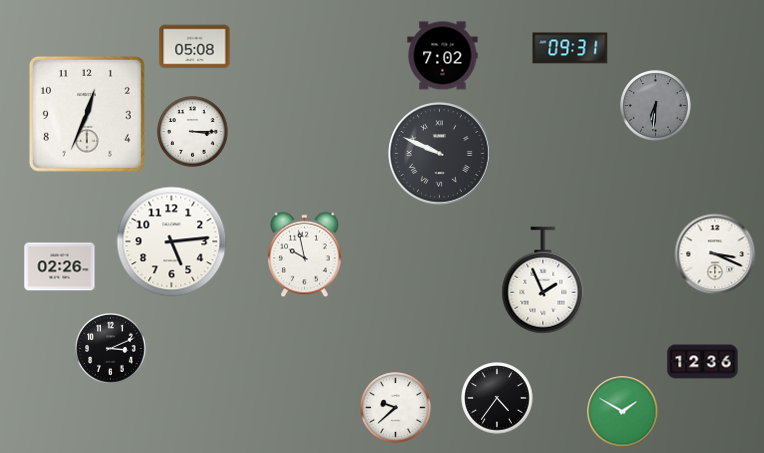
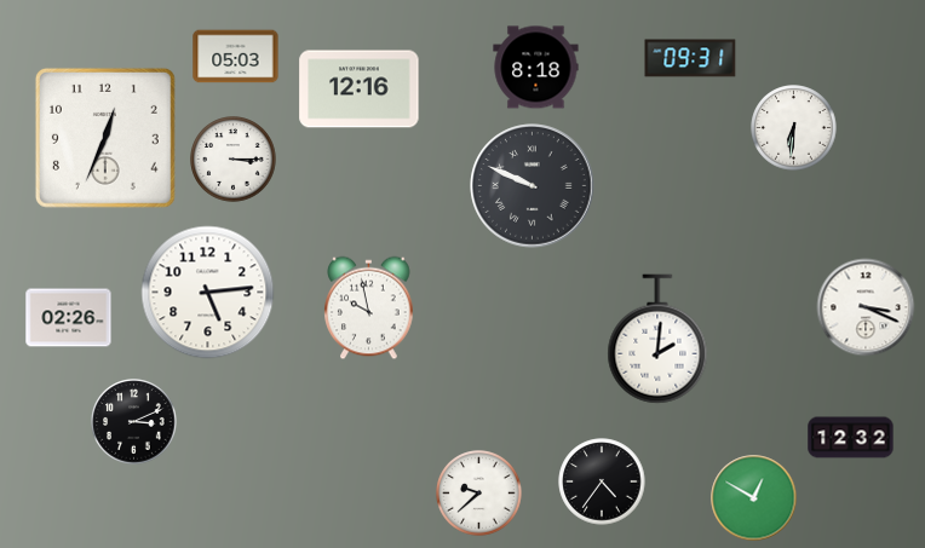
clock at (195, 47): 05:08 -> 05:03
clock at (443, 56): 7:02 -> 8:18
clock at (360, 90): none -> 12:16
clock at (656, 106) dial: grey -> white
clock at (60, 267) position: (60, 267) -> (69, 318)
clock at (543, 280): 1:56 -> 2:01
clock at (703, 362): 12:36 -> 12:32
clock at (623, 412): 1:50 -> 12:50
